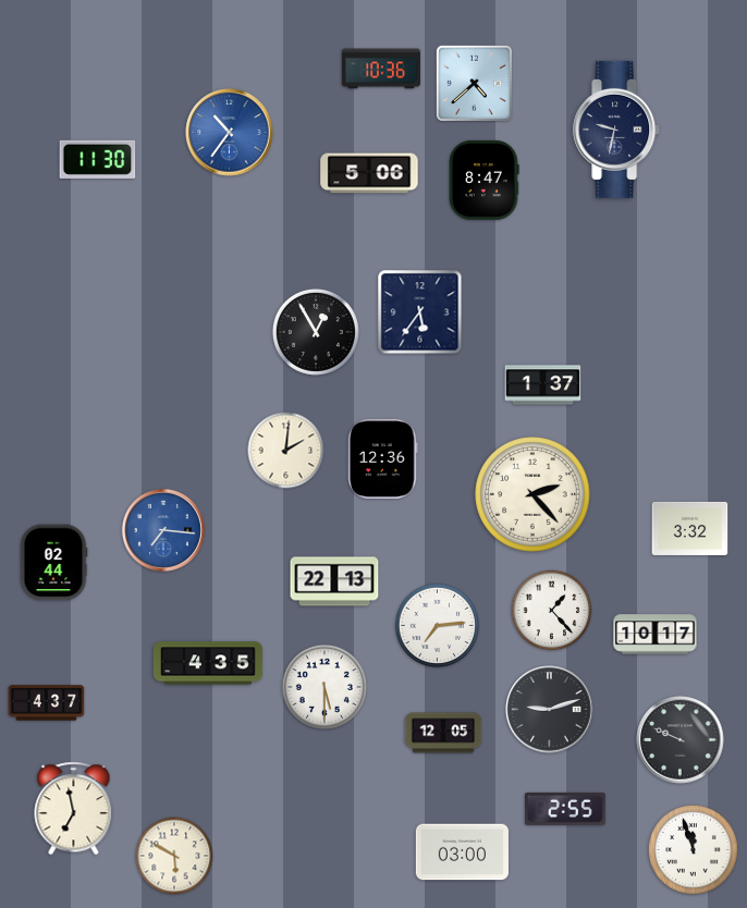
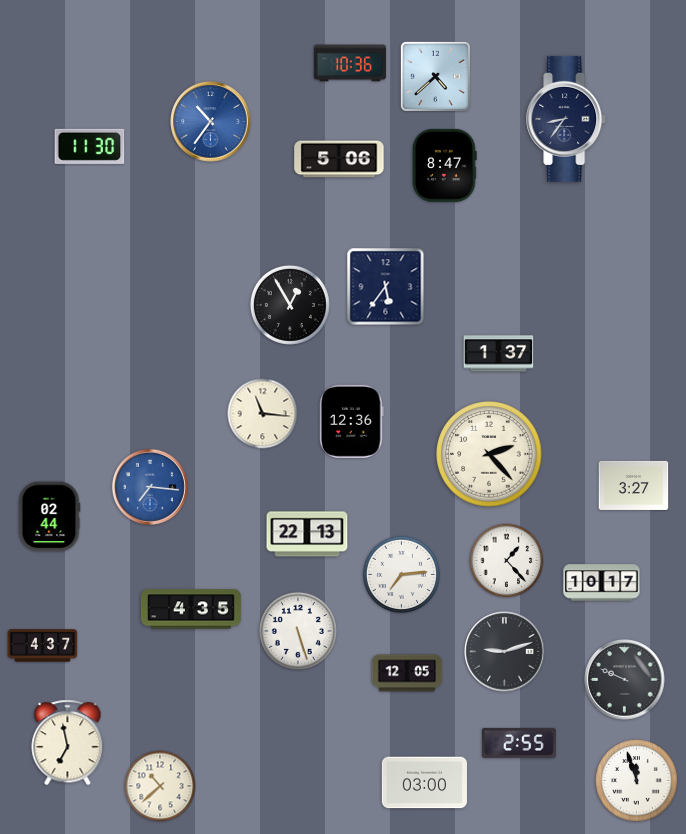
clock at (617, 130): 9:32 -> 8:36
clock at (286, 451): 2:01 -> 11:16
clock at (690, 528): 3:32 -> 3:27
clock at (324, 687): 5:30 -> 5:27
clock at (174, 856): 5:50 -> 10:38
